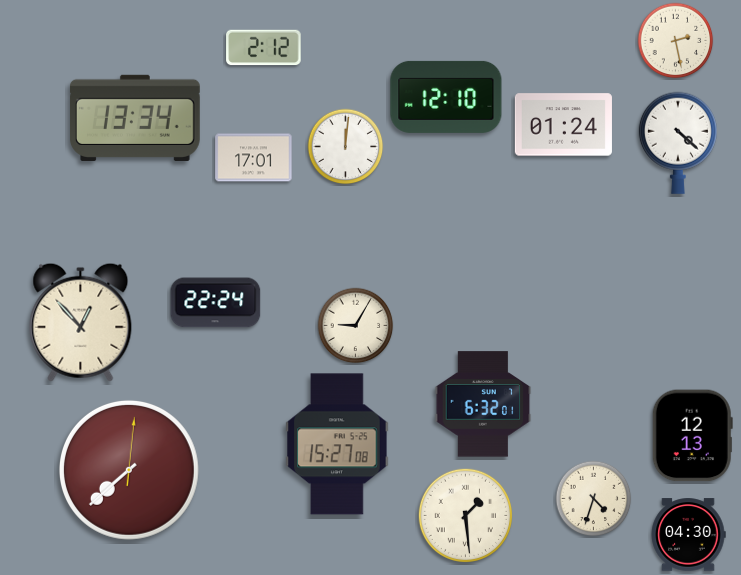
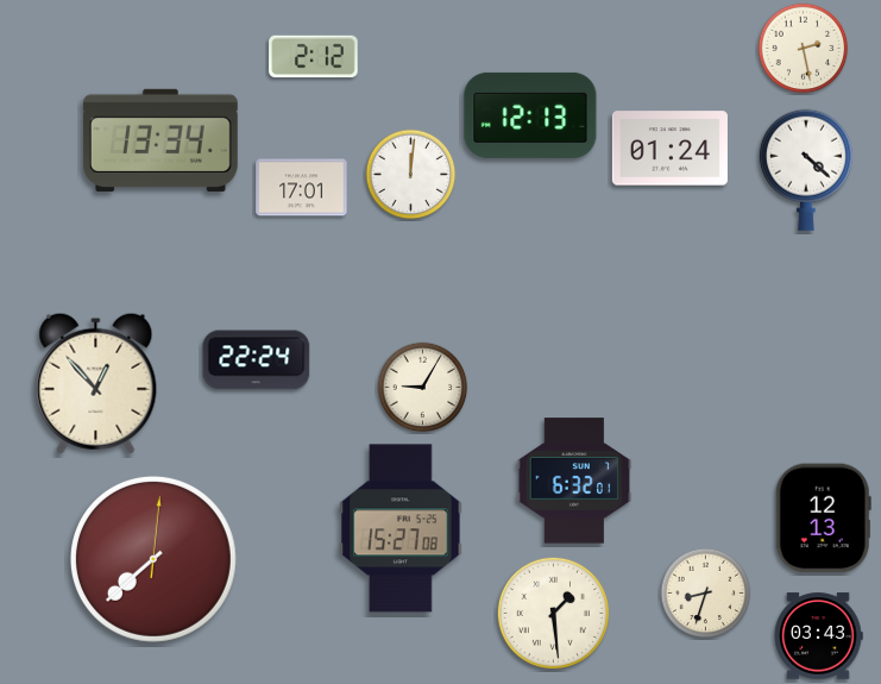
clock at (446, 97): 12:10 -> 12:13
clock at (594, 499): 4:33 -> 8:33
clock at (688, 535): 04:30 -> 03:43
